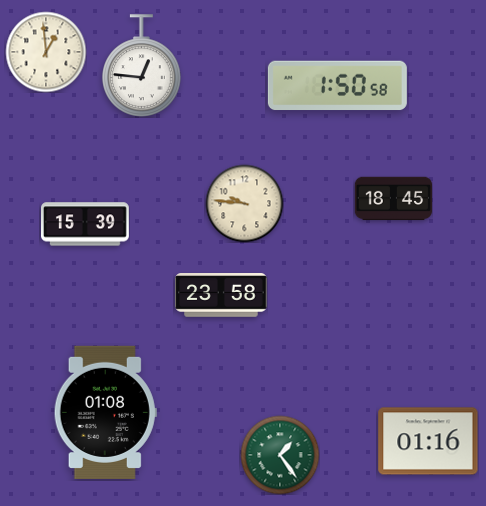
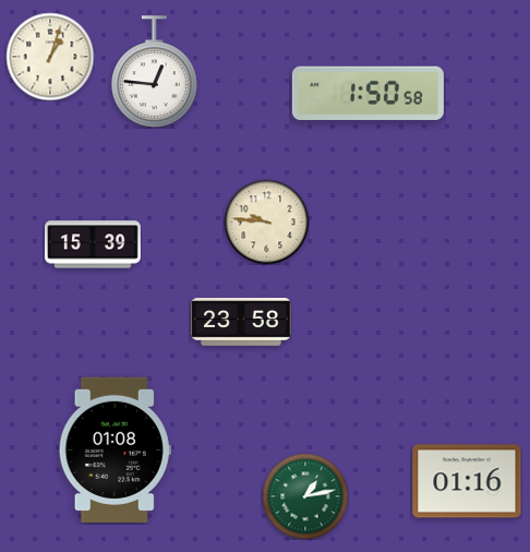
clock at (46, 52): 12:59 -> 1:03
clock at (393, 199): 18:45 -> none
clock at (280, 455): 1:24 -> 1:13
